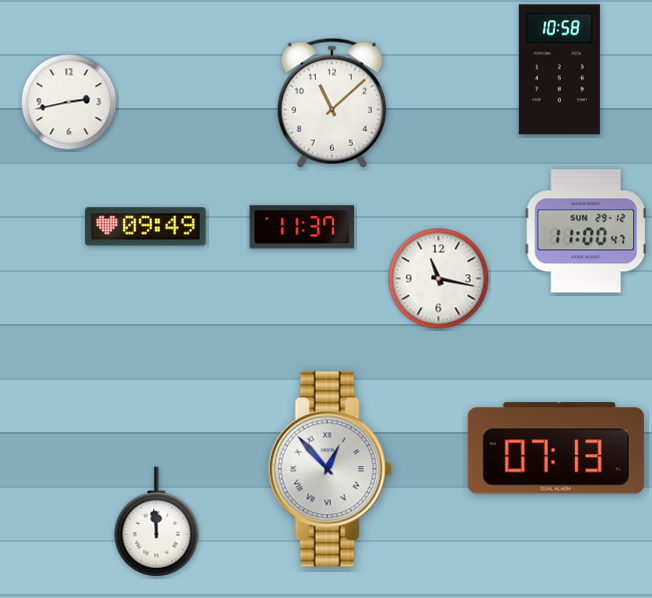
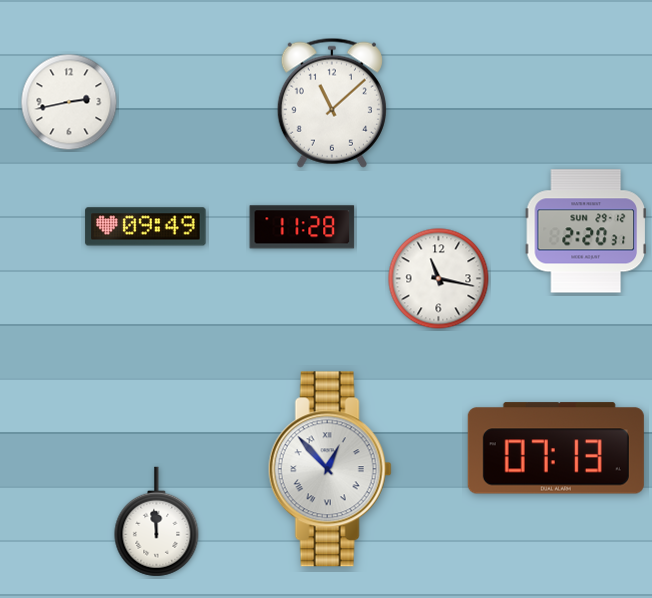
clock at (559, 70): 10:58 -> none
clock at (302, 227): 11:37 -> 11:28
clock at (586, 231): 11:00 -> 2:20
